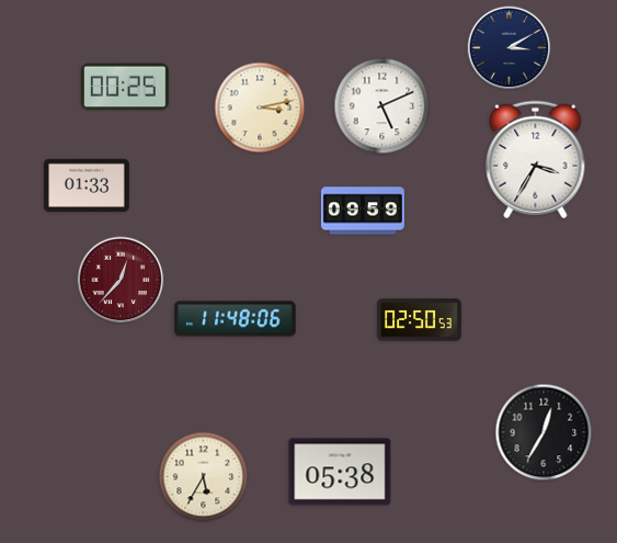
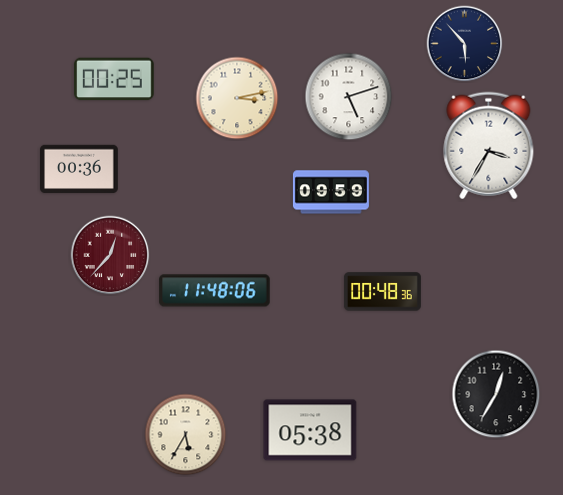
clock at (510, 48): 3:10 -> 5:53
clock at (382, 106): 5:11 -> 5:12
clock at (88, 185): 01:33 -> 00:36
clock at (419, 320): 02:50 -> 00:48
